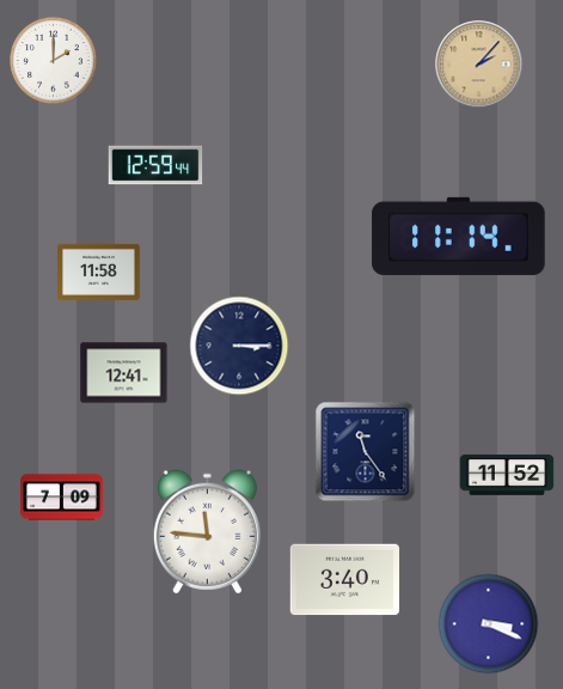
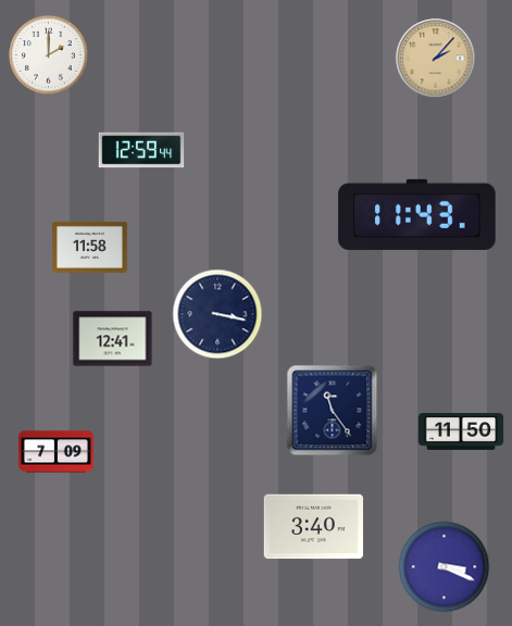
clock at (459, 236): 11:14 -> 11:43
clock at (239, 346): 3:15 -> 3:17
clock at (507, 475): 11:52 -> 11:50
clock at (207, 532): 11:46 -> none
